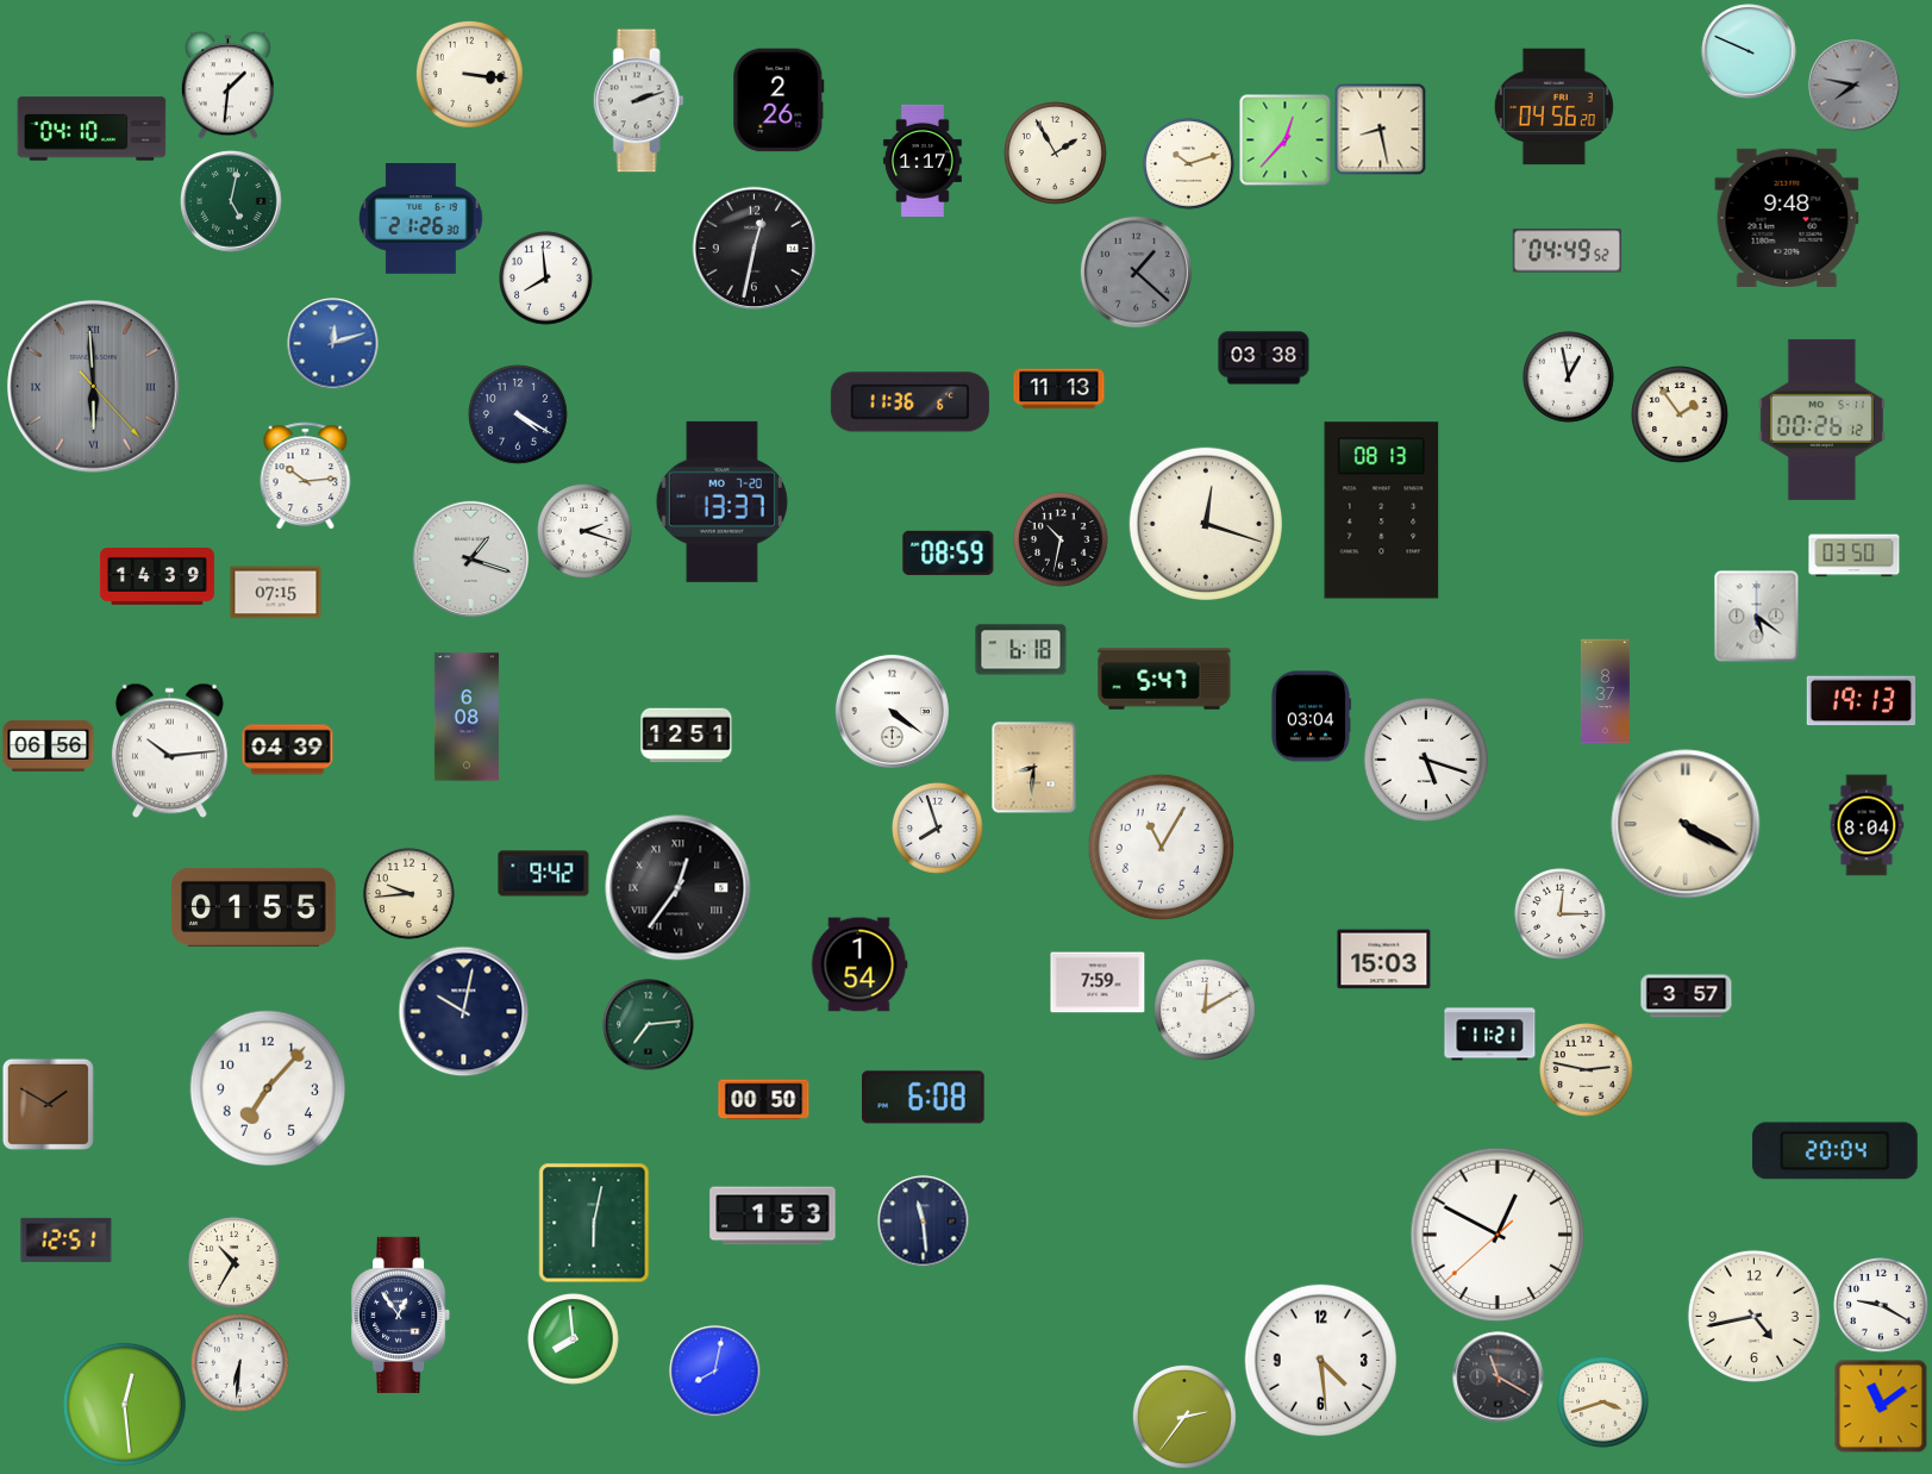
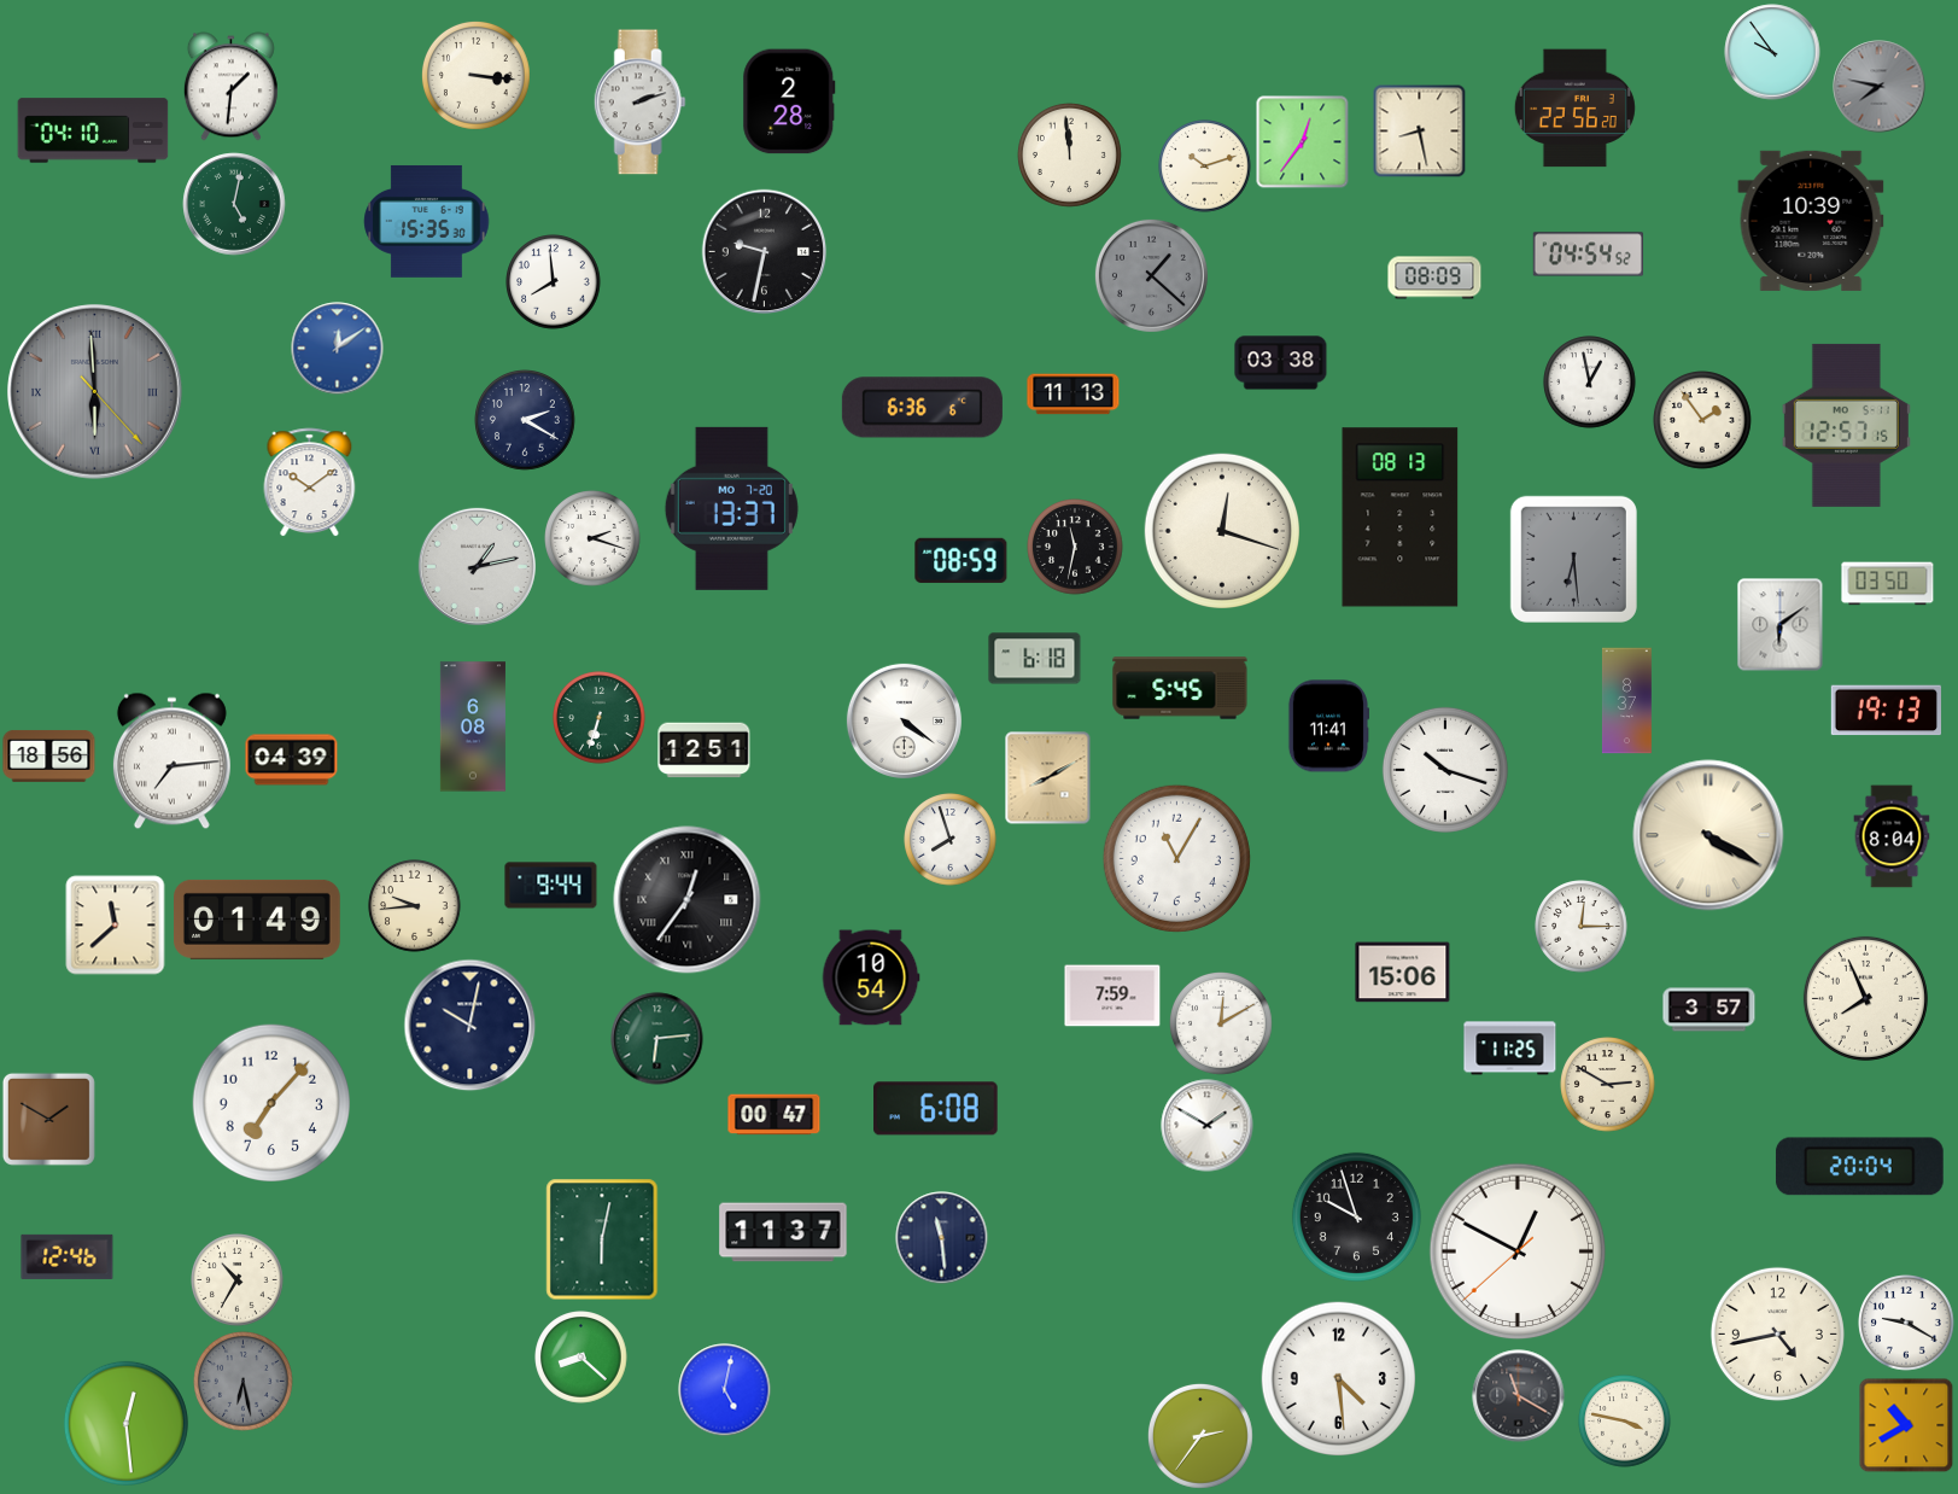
clock at (1749, 51): 9:49 -> 9:54
clock at (779, 100): 2:26 -> 2:28
clock at (638, 101) position: (638, 101) -> (639, 103)
clock at (1553, 107): 04:56 -> 22:56
clock at (1380, 129) position: (1380, 129) -> (1419, 130)
clock at (1286, 140): 12:37 -> 12:36
clock at (1056, 154): 1:55 -> 11:59
clock at (923, 161): 1:17 -> none
clock at (421, 218): 21:26 -> 15:35
clock at (1787, 218): 9:48 -> 10:39
clock at (755, 249): 12:32 -> 9:32
clock at (1567, 251): 04:49 -> 04:54
clock at (1434, 278): none -> 08:09
clock at (333, 344): 12:12 -> 12:09
clock at (909, 402): 11:36 -> 6:36
clock at (519, 416): 4:20 -> 2:20
clock at (1821, 419): 00:26 -> 12:57
clock at (306, 476): 10:14 -> 10:09
clock at (1061, 539): 10:32 -> 11:32
clock at (1573, 559): none -> 6:29
clock at (1855, 556) position: (1855, 556) -> (1888, 584)
clock at (470, 558): 1:18 -> 1:13
clock at (157, 577): 14:39 -> none
clock at (276, 593): 07:15 -> none
clock at (1757, 617): 5:21 -> 6:09
clock at (1164, 679): 5:47 -> 5:45
clock at (600, 718): none -> 6:33
clock at (1309, 717): 03:04 -> 11:41
clock at (687, 736) position: (687, 736) -> (705, 751)
clock at (49, 745): 06:56 -> 18:56
clock at (169, 751): 10:14 -> 7:14
clock at (1426, 760): 5:18 -> 10:18
clock at (1034, 768): 8:31 -> 8:10
clock at (544, 874): 9:42 -> 9:44
clock at (255, 907): 01:55 -> 01:49
clock at (116, 926): none -> 11:38
clock at (1384, 960): 15:03 -> 15:06
clock at (859, 964): 1:54 -> 10:54
clock at (1865, 998): none -> 7:56
clock at (649, 1025): 7:14 -> 6:14
clock at (1490, 1035): 11:21 -> 11:25
clock at (1587, 1070): 2:47 -> 2:50
clock at (924, 1098) position: (924, 1098) -> (936, 1109)
clock at (764, 1100): 00:50 -> 00:47
clock at (1208, 1126): none -> 1:50
clock at (1356, 1216): none -> 9:57
clock at (773, 1216): 1:53 -> 11:37
clock at (924, 1222) position: (924, 1222) -> (942, 1238)
clock at (67, 1239): 12:51 -> 12:46
clock at (401, 1314): 12:54 -> none
clock at (574, 1339): 7:59 -> 8:22
clock at (240, 1363): 6:31 -> 6:28
clock at (240, 1363) dial: white -> grey
clock at (715, 1372): 8:02 -> 5:02
clock at (1603, 1403): 3:42 -> 3:47
clock at (1881, 1406): 11:09 -> 10:40
